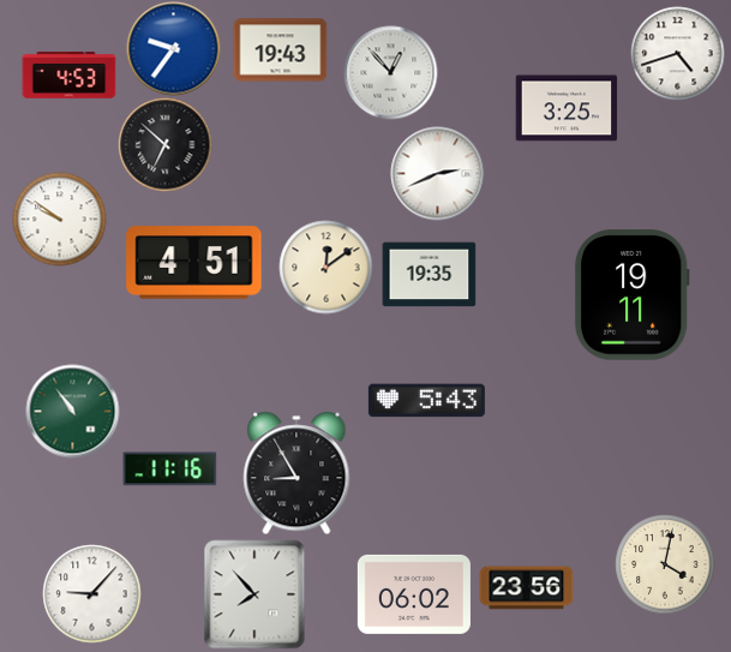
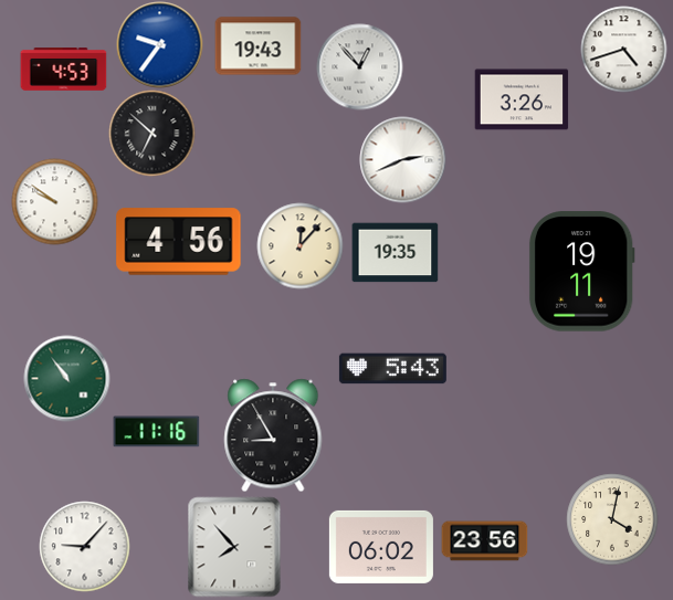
clock at (567, 108): 3:25 -> 3:26
clock at (194, 263): 4:51 -> 4:56
clock at (325, 267): 12:09 -> 12:07
